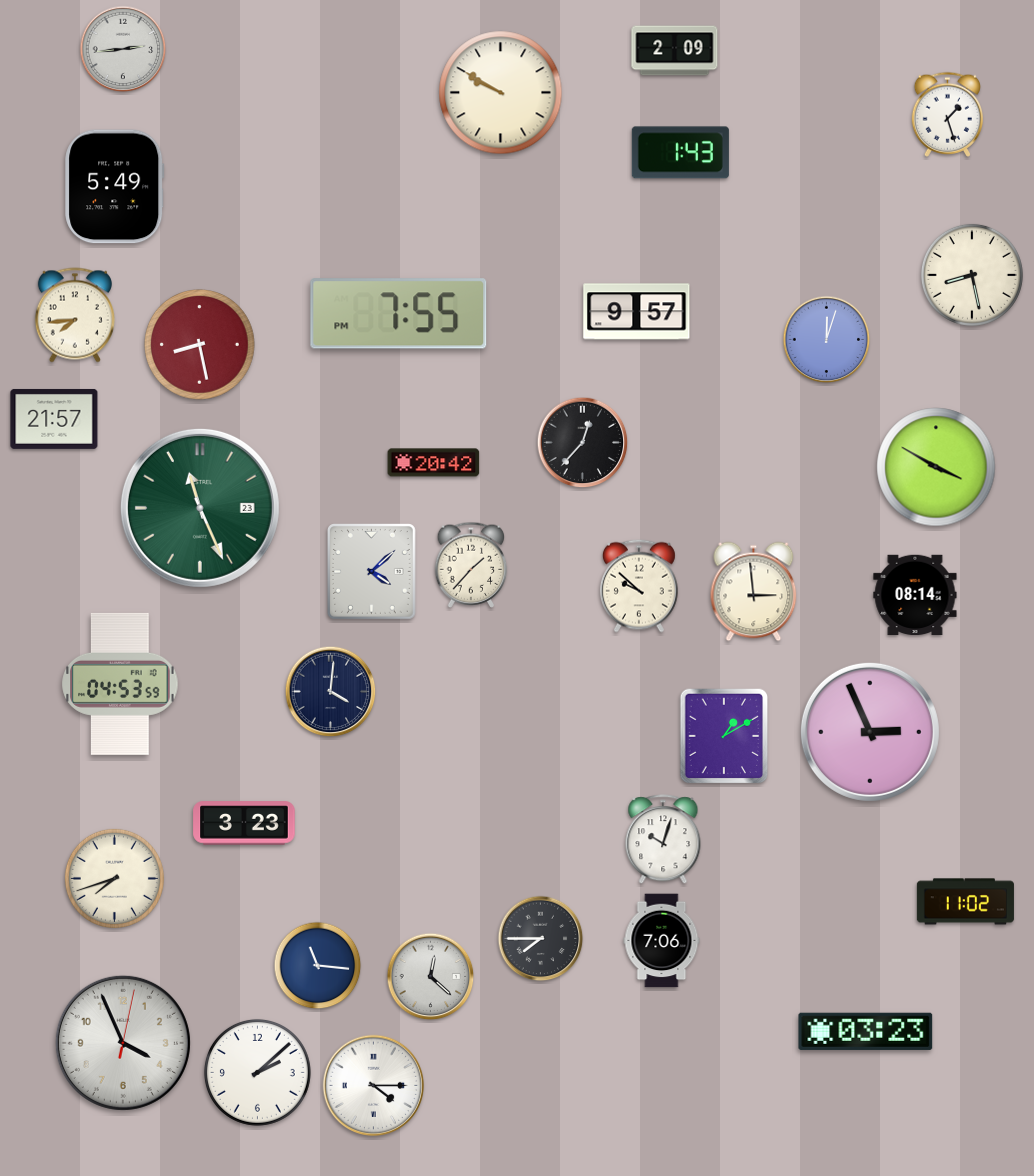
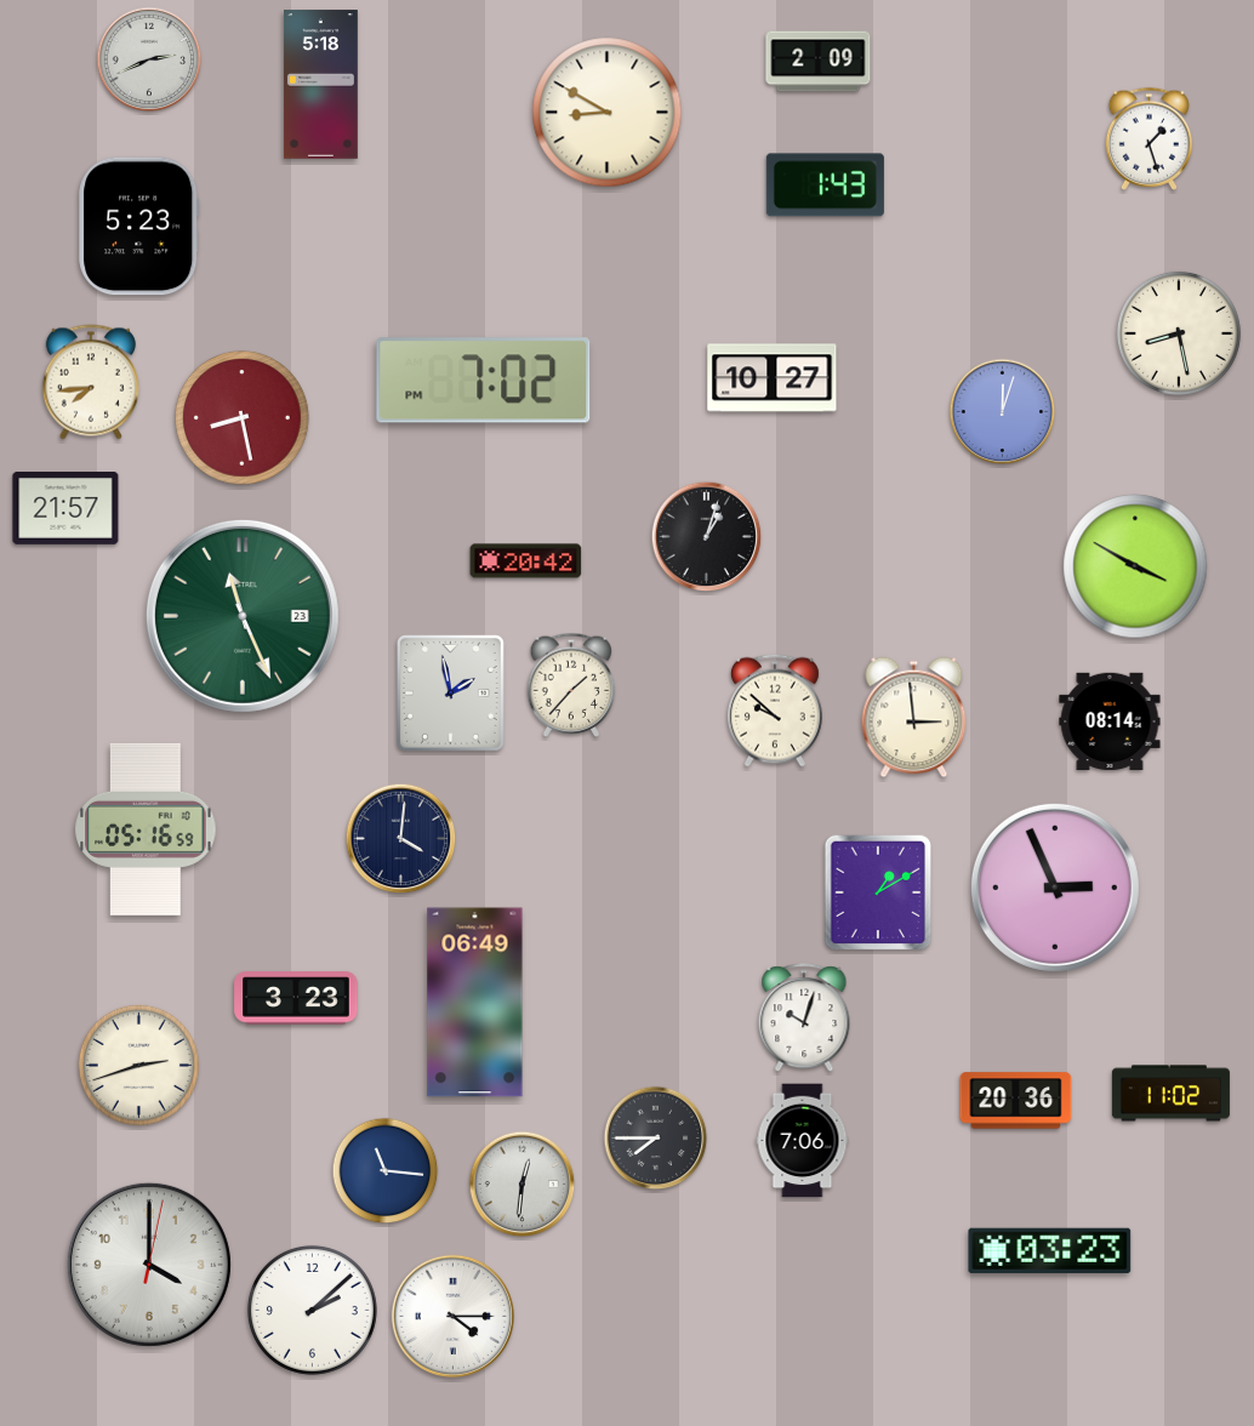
clock at (123, 49): 2:44 -> 2:41
clock at (320, 85): none -> 5:18
clock at (501, 93): 9:50 -> 8:50
clock at (115, 187): 5:49 -> 5:23
clock at (637, 312): 9:57 -> 10:27
clock at (399, 314): 7:55 -> 7:02
clock at (583, 443): 12:37 -> 1:03
clock at (372, 572): 4:08 -> 1:58
clock at (120, 684): 04:53 -> 05:16
clock at (475, 1003): none -> 06:49
clock at (114, 878): 7:42 -> 2:42
clock at (1016, 1101): none -> 20:36
clock at (431, 977): 12:22 -> 12:31
clock at (123, 1043): 3:56 -> 4:00
clock at (257, 1072) position: (257, 1072) -> (312, 1310)
